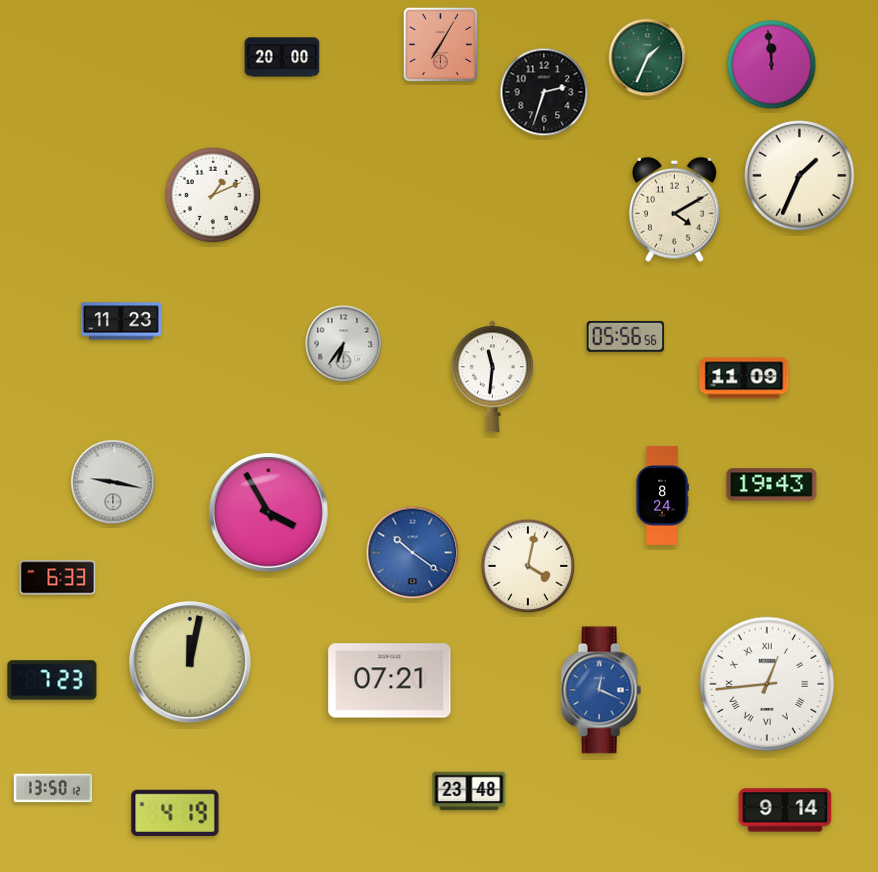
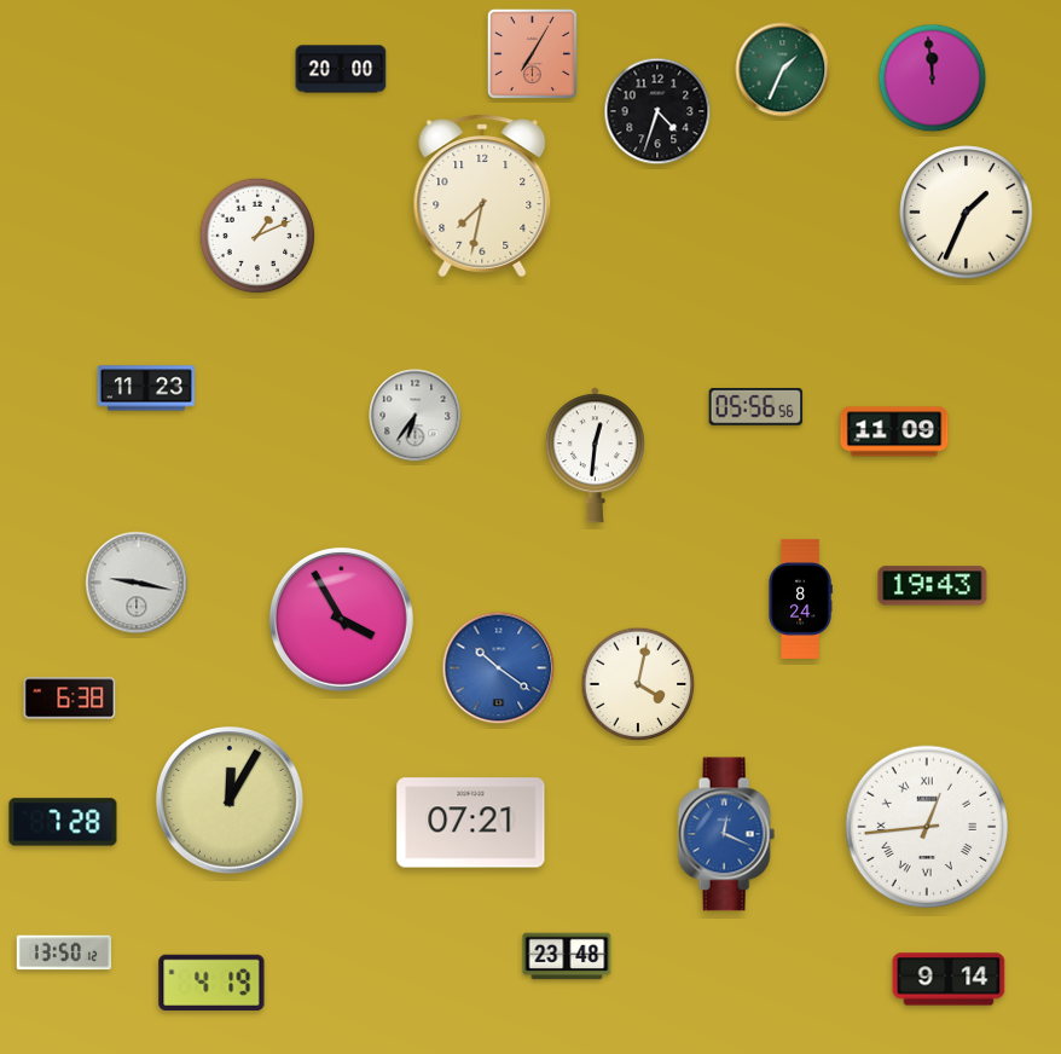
clock at (544, 92): 2:33 -> 4:33
clock at (482, 196): none -> 7:32
clock at (675, 209): 4:10 -> none
clock at (492, 377): 11:31 -> 12:31
clock at (744, 378) position: (744, 378) -> (894, 432)
clock at (268, 512) position: (268, 512) -> (341, 619)
clock at (58, 578): 6:33 -> 6:38
clock at (191, 663): 12:02 -> 12:05
clock at (52, 680): 7:23 -> 7:28
